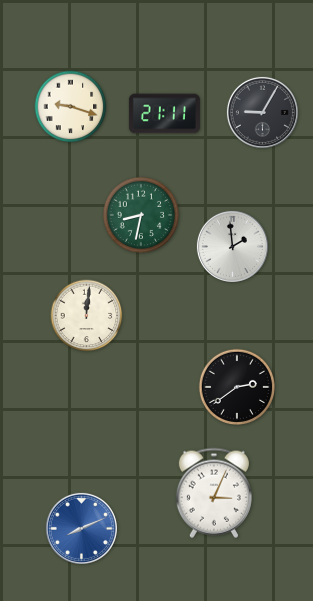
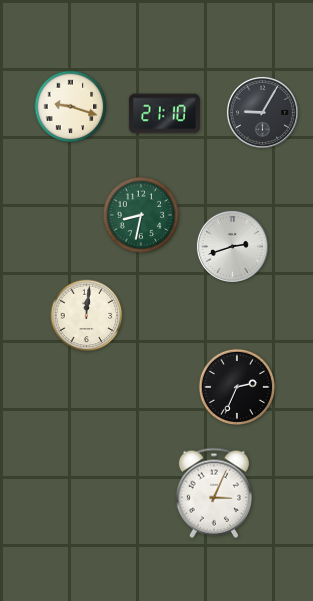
clock at (164, 114): 21:11 -> 21:10
clock at (232, 246): 1:59 -> 2:42
clock at (236, 386): 2:39 -> 2:34
clock at (81, 528): 8:11 -> none
